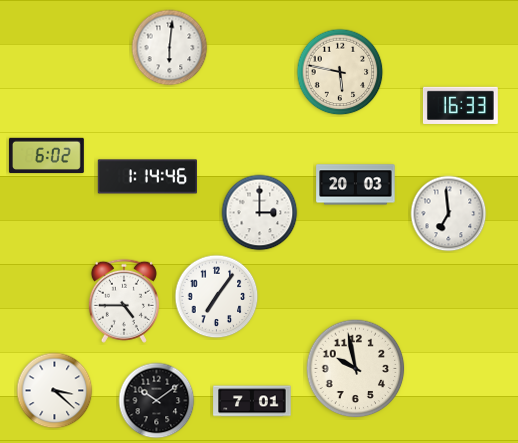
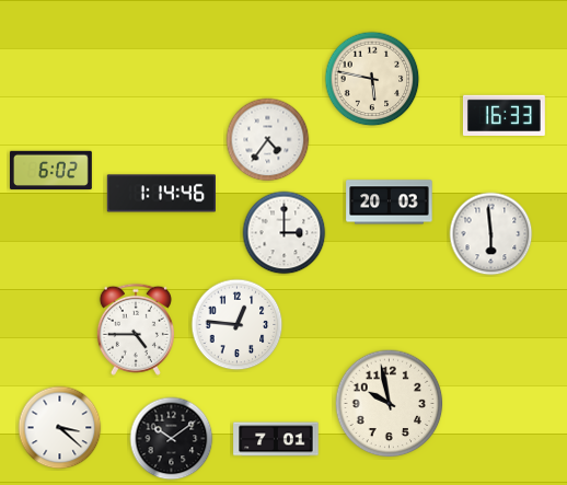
clock at (170, 48): 6:01 -> none
clock at (268, 140): none -> 4:36
clock at (449, 214): 6:59 -> 5:59
clock at (217, 297): 7:06 -> 12:46
